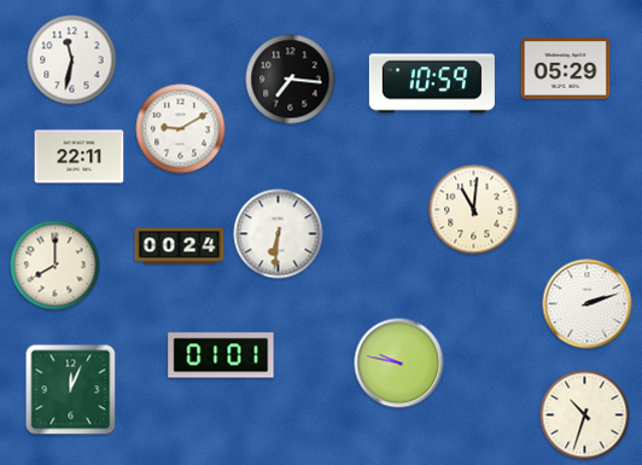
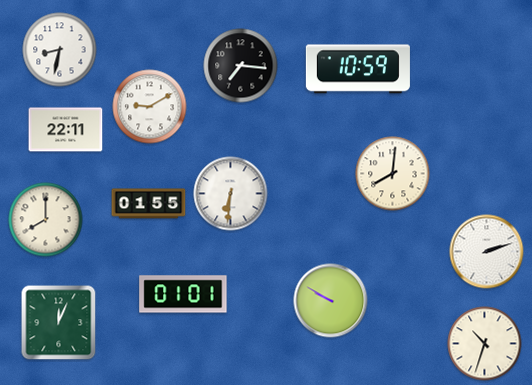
clock at (72, 60): 11:32 -> 8:32
clock at (566, 69): 05:29 -> none
clock at (474, 210): 11:01 -> 8:01
clock at (180, 246): 00:24 -> 01:55
clock at (399, 364): 9:47 -> 9:50
